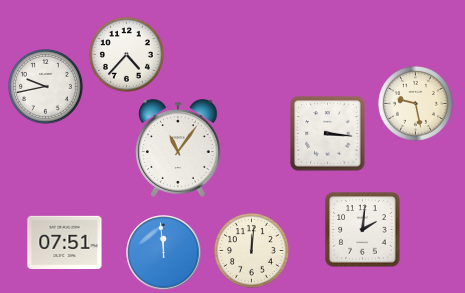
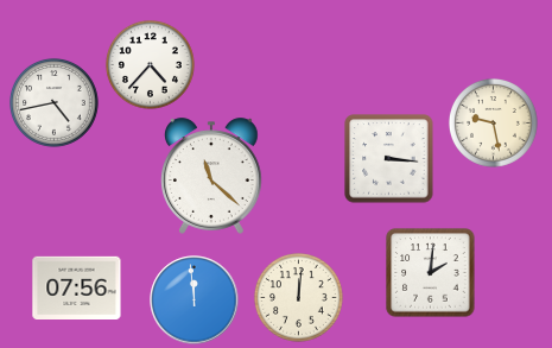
clock at (45, 86): 9:43 -> 4:43
clock at (179, 148): 11:06 -> 11:22
clock at (65, 242): 07:51 -> 07:56
